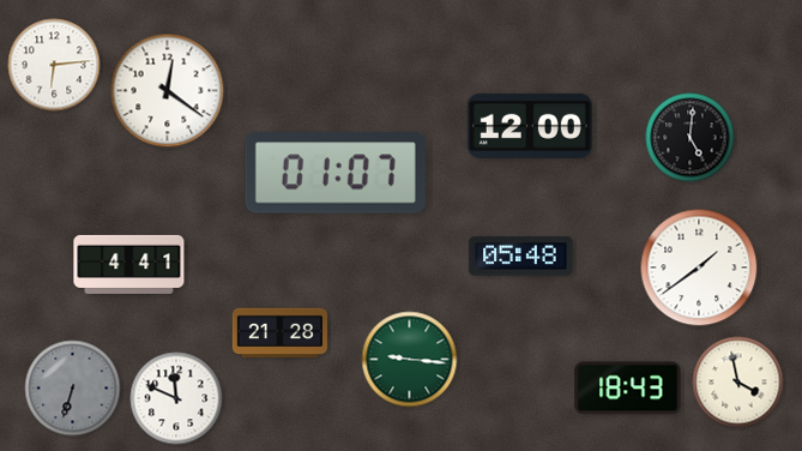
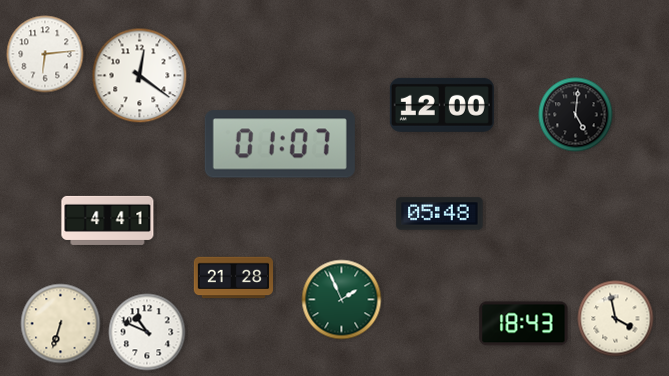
clock at (521, 257) position: (521, 257) -> (440, 214)
clock at (699, 267): 1:39 -> none
clock at (410, 360): 9:16 -> 1:56
clock at (73, 389) dial: grey -> cream
clock at (176, 398): 11:49 -> 10:49
